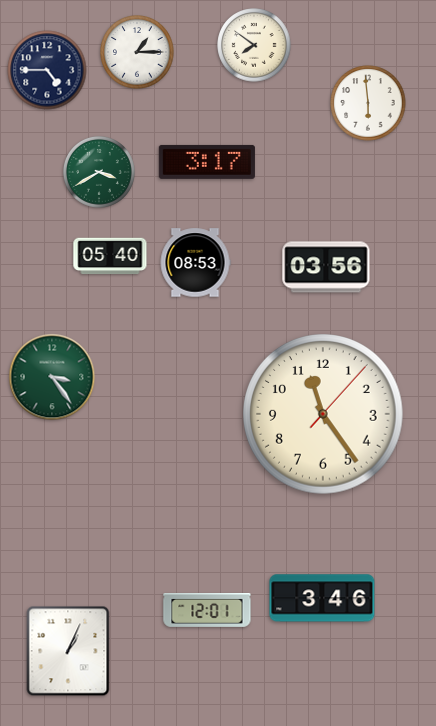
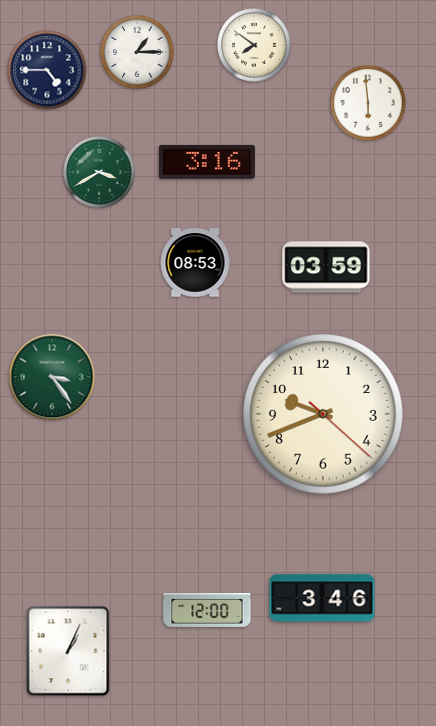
clock at (207, 162): 3:17 -> 3:16
clock at (110, 256): 05:40 -> none
clock at (326, 267): 03:56 -> 03:59
clock at (323, 414): 11:24 -> 9:41
clock at (207, 611): 12:01 -> 12:00
